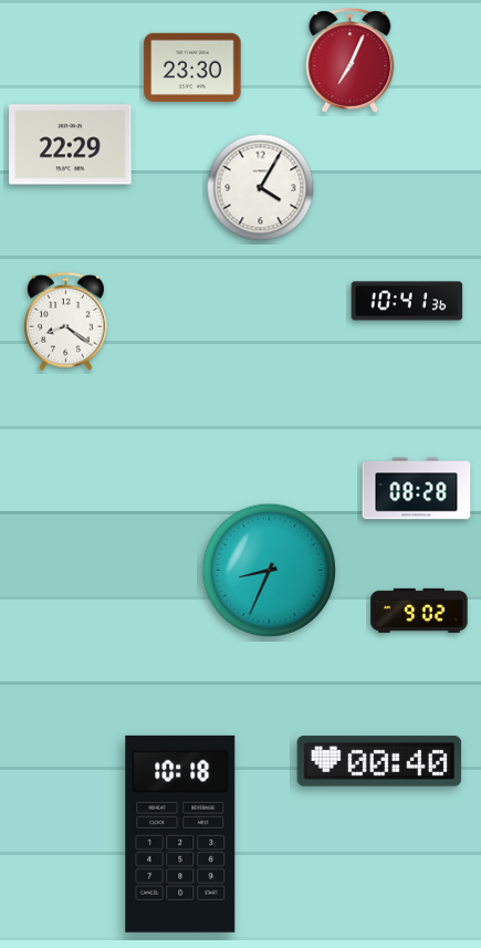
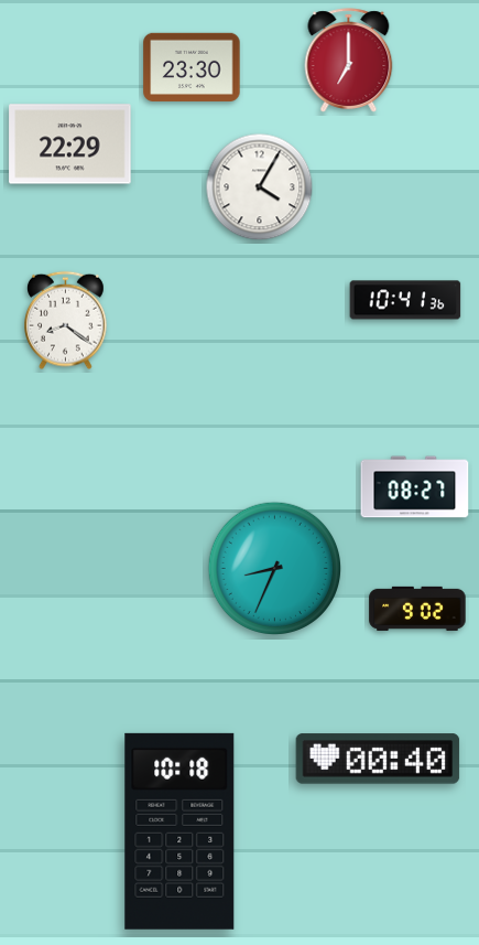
clock at (351, 61): 7:04 -> 7:00
clock at (417, 489): 08:28 -> 08:27
clock at (269, 570) position: (269, 570) -> (274, 568)
